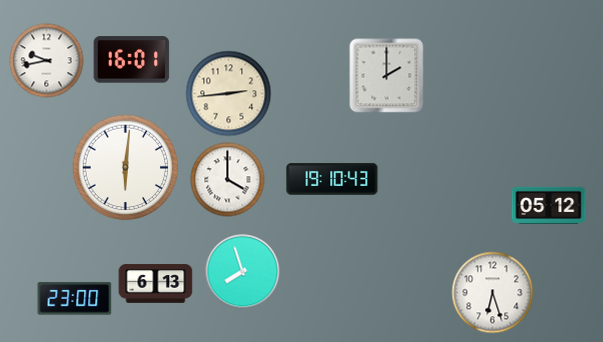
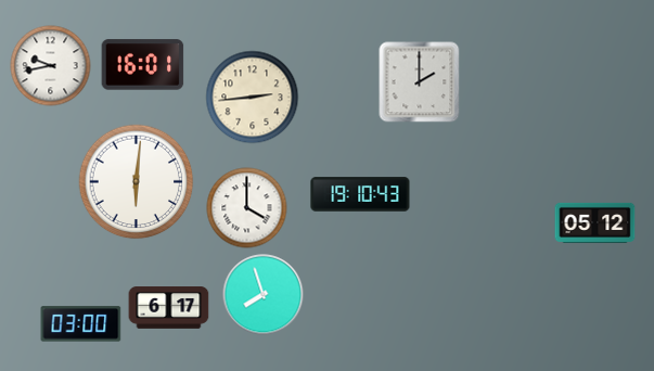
clock at (229, 94) position: (229, 94) -> (253, 98)
clock at (228, 180) position: (228, 180) -> (247, 208)
clock at (156, 284): 6:13 -> 6:17
clock at (493, 293): 6:27 -> none
clock at (75, 299): 23:00 -> 03:00
